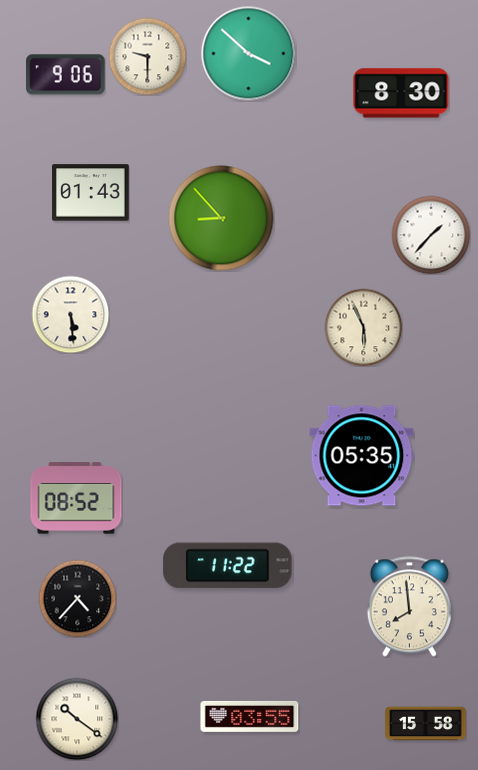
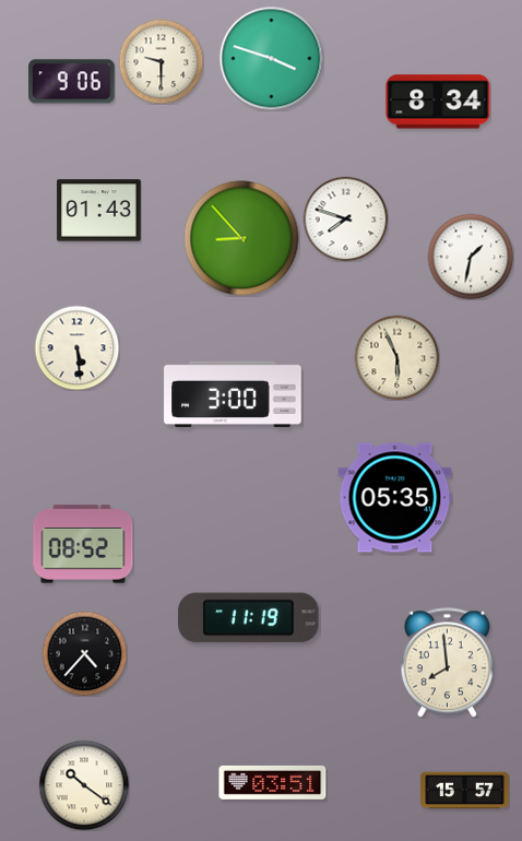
clock at (248, 53): 3:52 -> 3:48
clock at (401, 93): 8:30 -> 8:34
clock at (345, 218): none -> 7:48
clock at (431, 235): 1:37 -> 1:32
clock at (70, 314) position: (70, 314) -> (76, 347)
clock at (233, 394): none -> 3:00
clock at (228, 566): 11:22 -> 11:19
clock at (250, 716): 03:55 -> 03:51
clock at (426, 724): 15:58 -> 15:57
